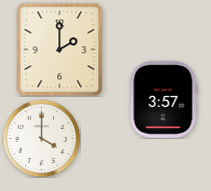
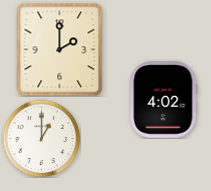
clock at (164, 100): 3:57 -> 4:02
clock at (41, 138): 4:00 -> 1:00
